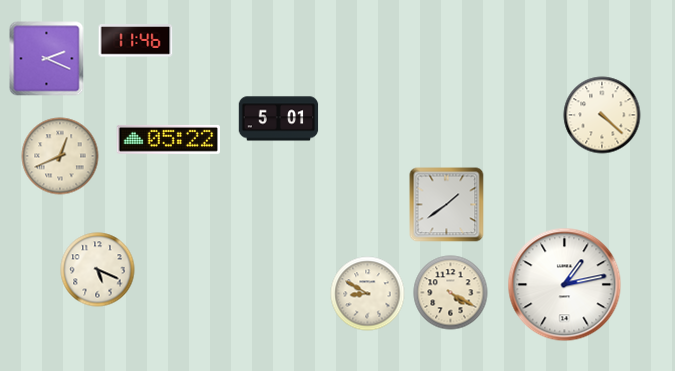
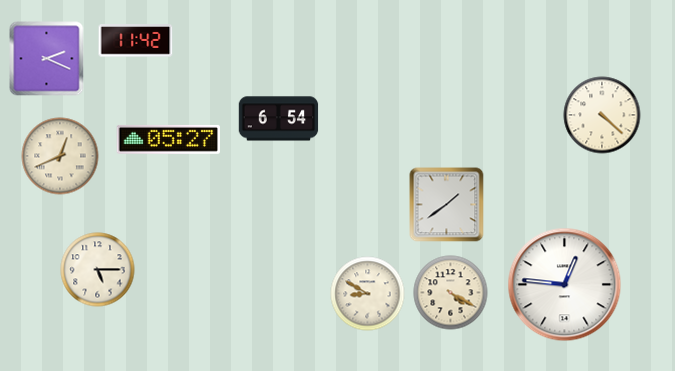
clock at (136, 41): 11:46 -> 11:42
clock at (279, 119): 5:01 -> 6:54
clock at (168, 139): 05:22 -> 05:27
clock at (98, 270): 5:19 -> 5:15
clock at (565, 285): 1:13 -> 12:46
